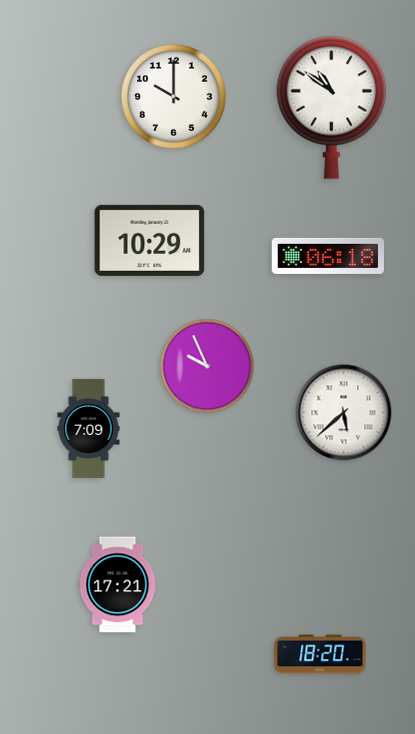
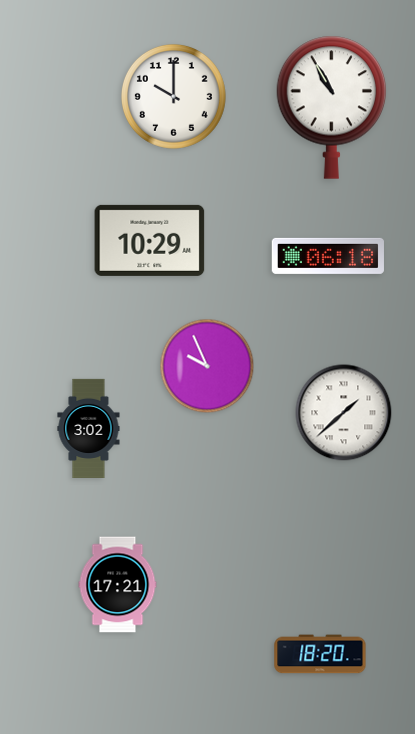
clock at (332, 107): 10:51 -> 10:55
clock at (344, 413): 5:38 -> 1:38
clock at (89, 428): 7:09 -> 3:02
